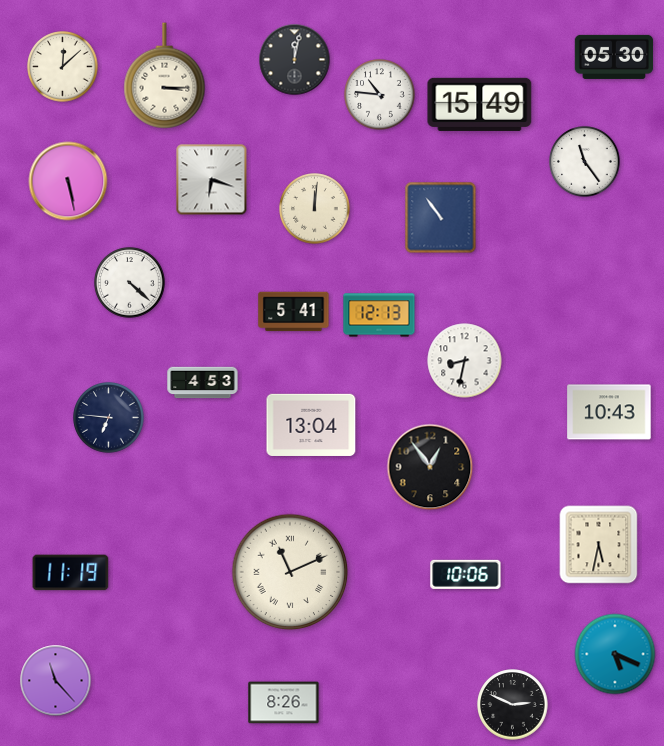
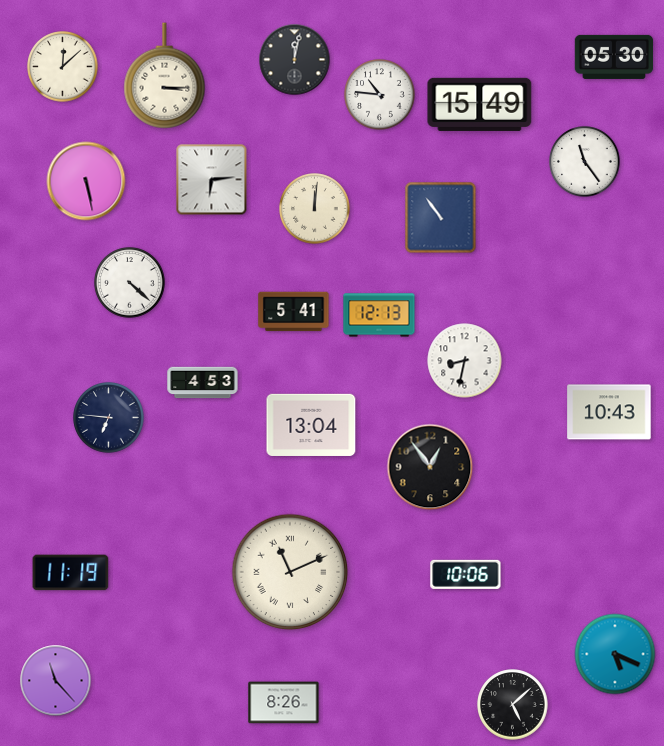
clock at (212, 180): 6:18 -> 6:14
clock at (68, 181) position: (68, 181) -> (86, 181)
clock at (599, 545): 5:32 -> none
clock at (513, 705): 2:49 -> 5:08
